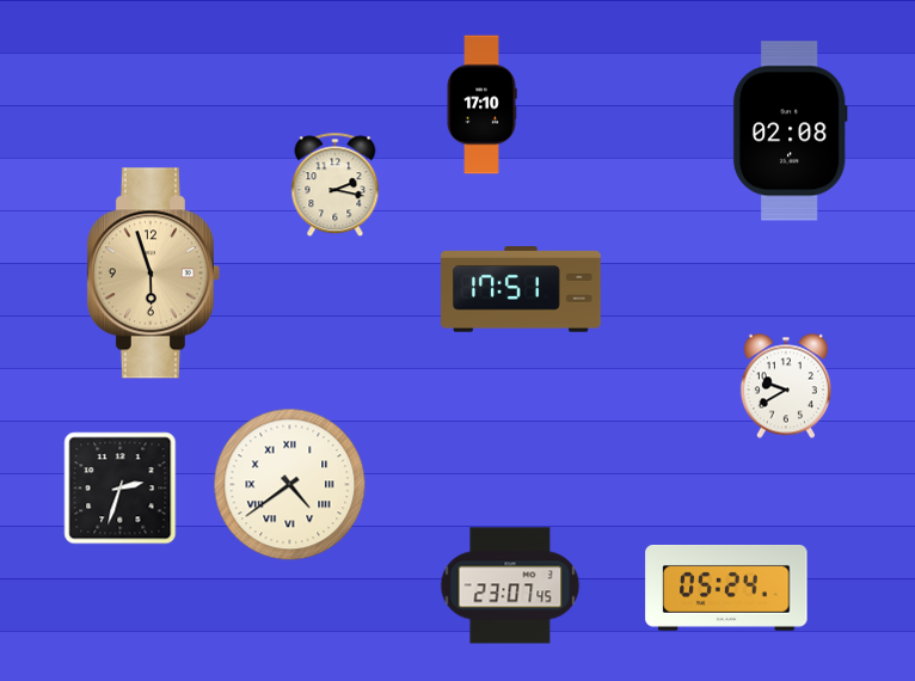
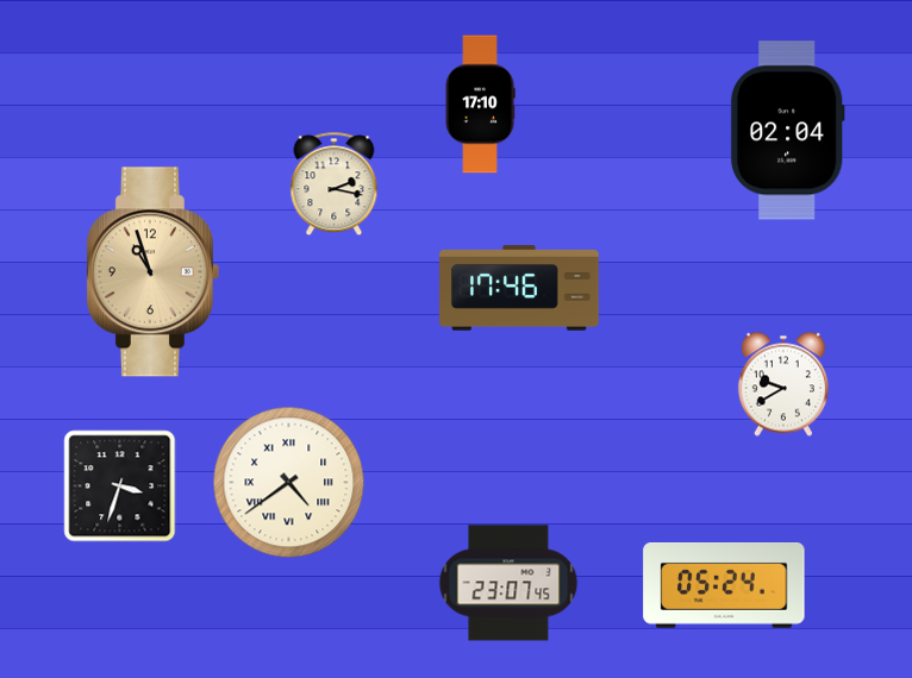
clock at (790, 131): 02:08 -> 02:04
clock at (153, 274): 5:57 -> 10:57
clock at (522, 289): 17:51 -> 17:46
clock at (121, 489): 2:33 -> 3:33
